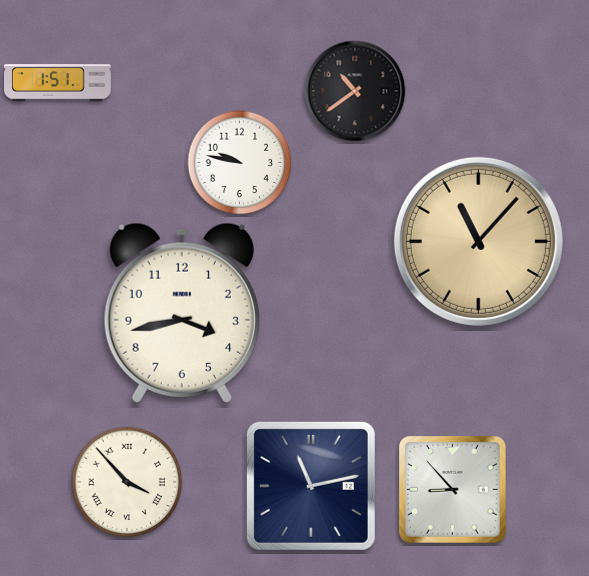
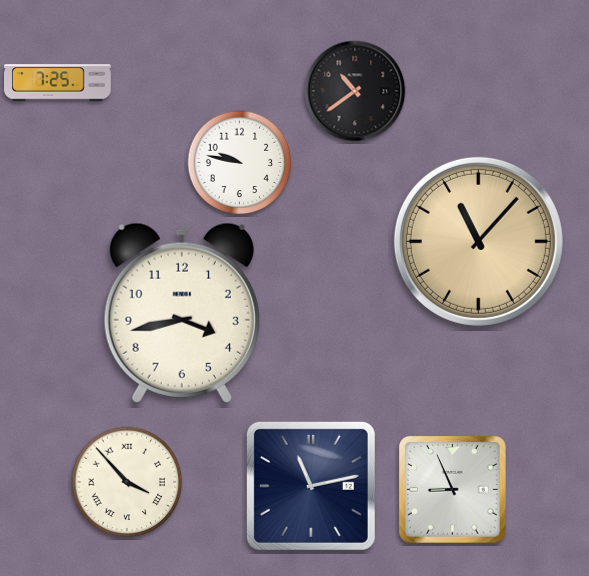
clock at (58, 83): 1:51 -> 7:25
clock at (452, 489): 8:53 -> 8:56
